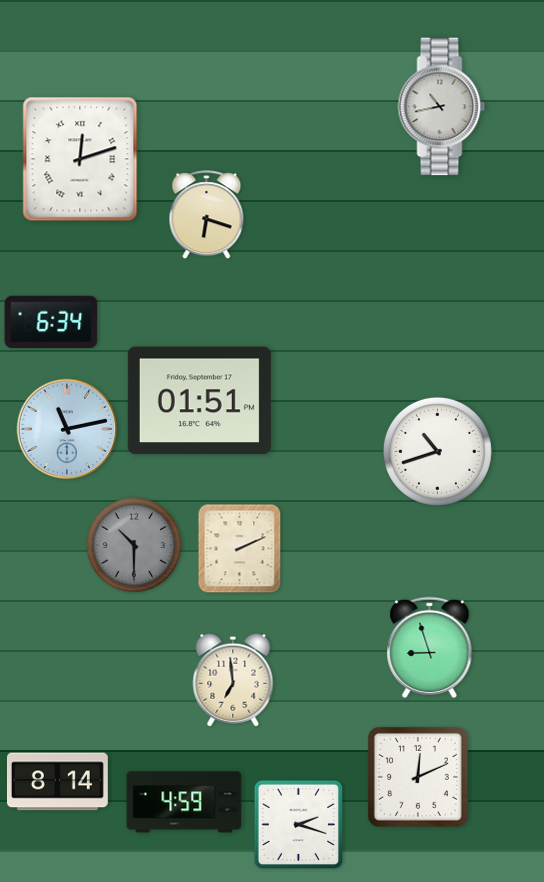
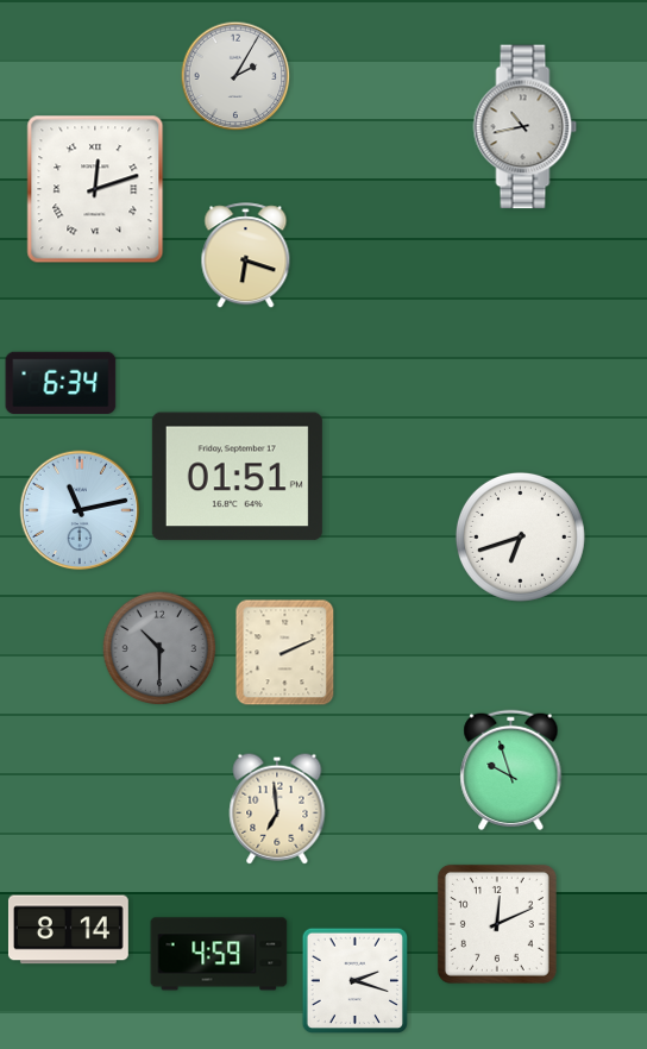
clock at (235, 76): none -> 2:05
clock at (437, 451): 10:42 -> 6:42
clock at (430, 648): 8:57 -> 9:57
